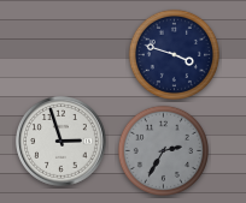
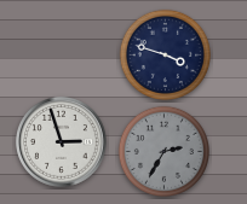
clock at (174, 54) position: (174, 54) -> (165, 54)
